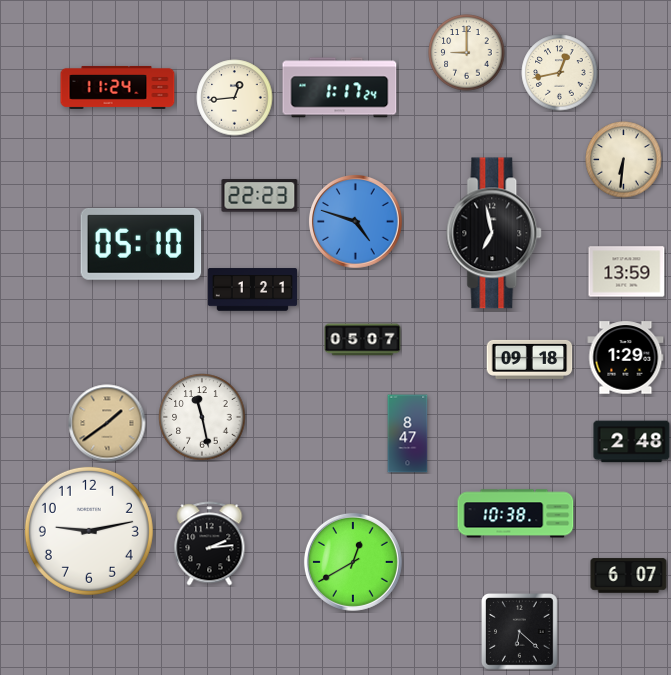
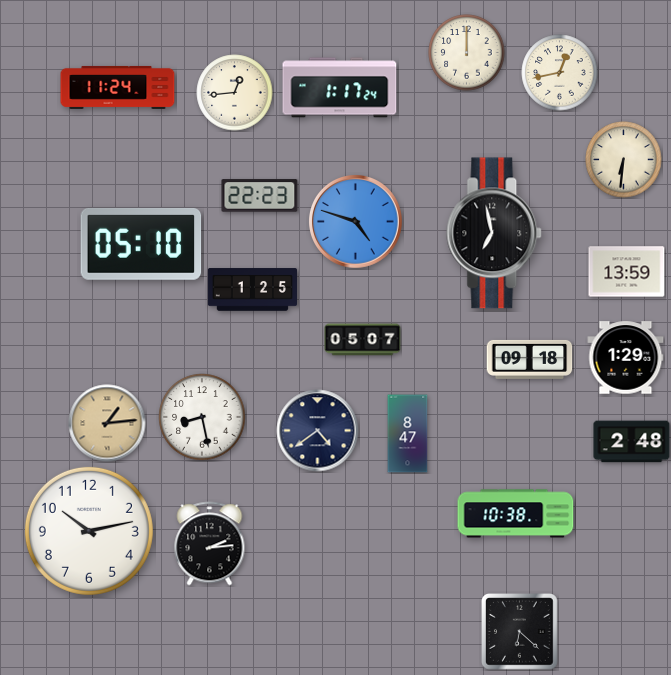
clock at (467, 53): 9:00 -> 12:00
clock at (235, 98) position: (235, 98) -> (235, 93)
clock at (252, 290): 1:21 -> 1:25
clock at (202, 417): 11:28 -> 8:28
clock at (107, 423): 1:39 -> 1:14
clock at (318, 431): none -> 4:39
clock at (89, 531): 9:13 -> 10:13
clock at (353, 562): 12:40 -> none
clock at (629, 576): 6:07 -> none
